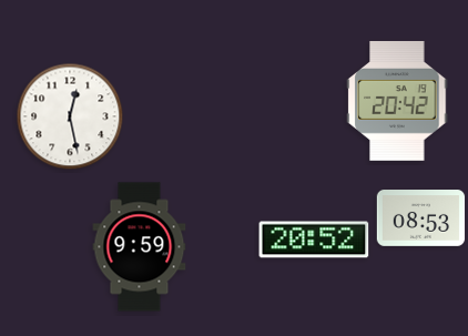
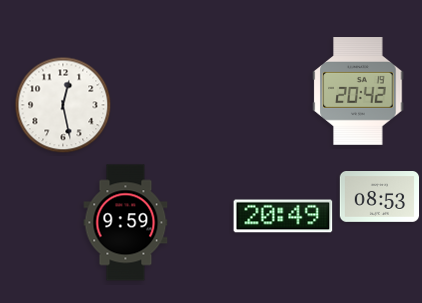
clock at (314, 240): 20:52 -> 20:49
